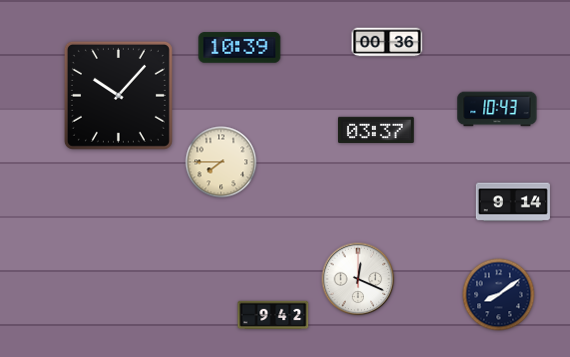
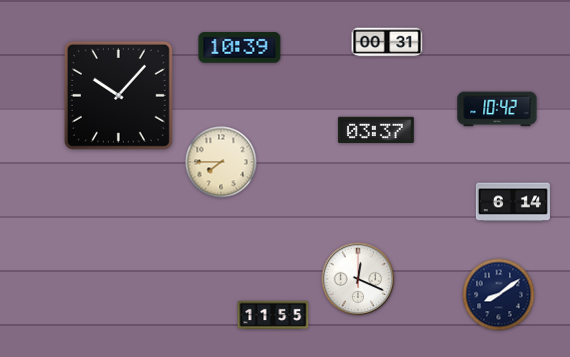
clock at (387, 42): 00:36 -> 00:31
clock at (497, 109): 10:43 -> 10:42
clock at (513, 202): 9:14 -> 6:14
clock at (273, 314): 9:42 -> 11:55
